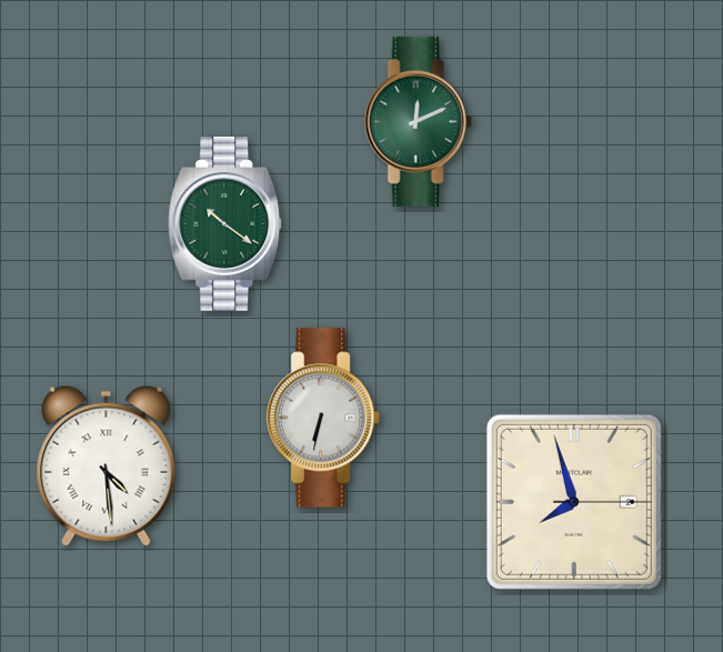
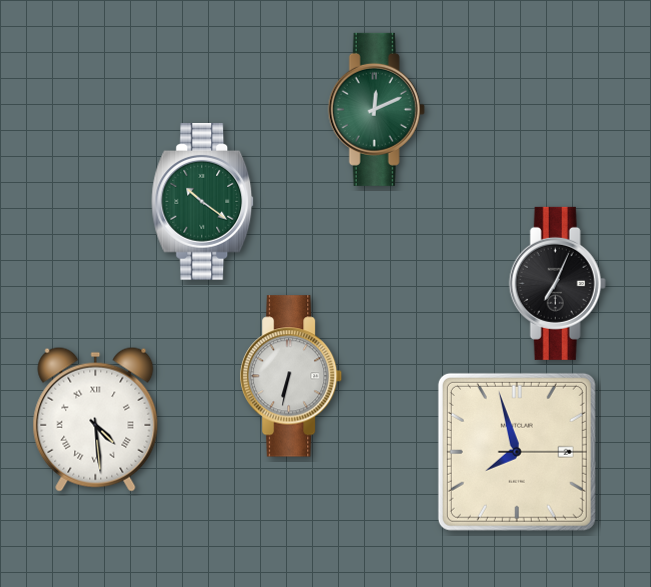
clock at (557, 283): none -> 7:04
